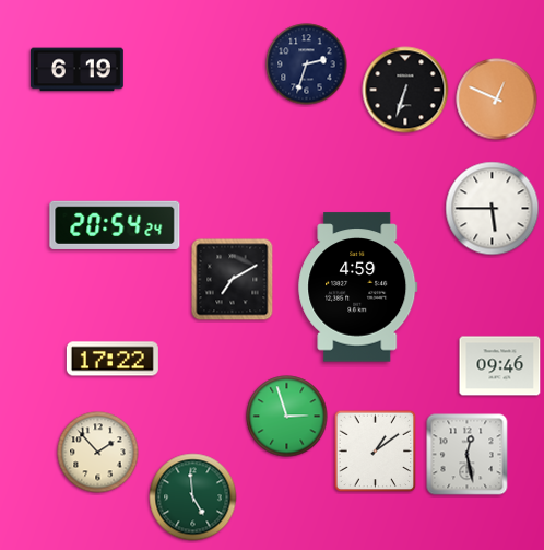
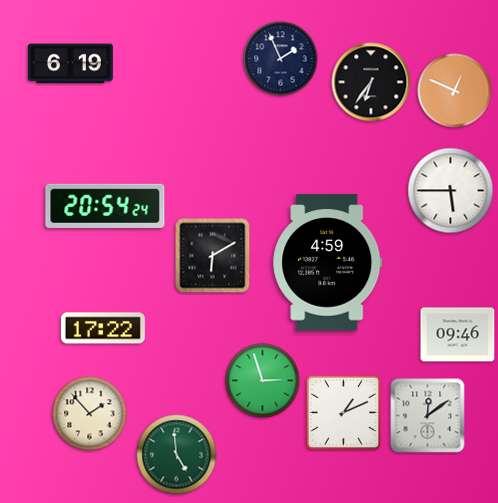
clock at (307, 65): 2:33 -> 1:56
clock at (405, 90): 6:33 -> 6:36
clock at (233, 280): 7:10 -> 6:10
clock at (376, 452): 1:09 -> 1:11
clock at (468, 455): 12:28 -> 12:09
